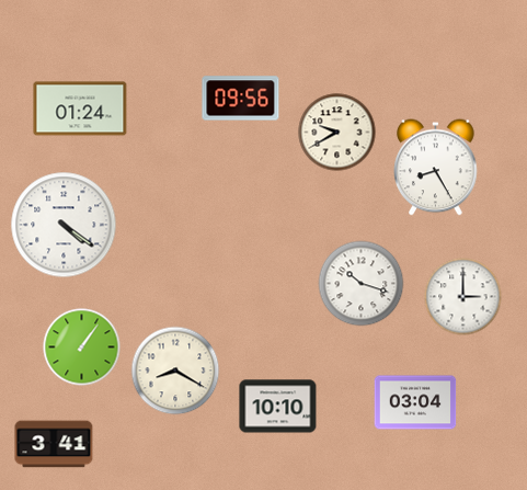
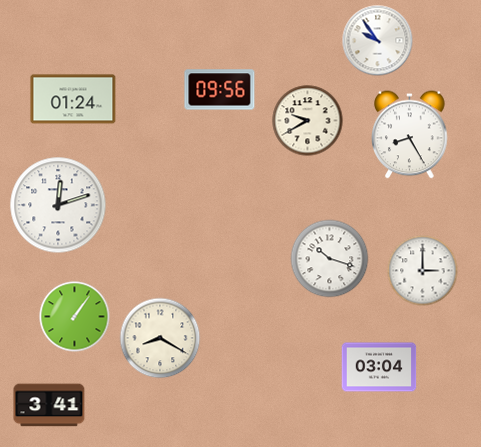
clock at (378, 41): none -> 9:54
clock at (436, 168) position: (436, 168) -> (410, 135)
clock at (64, 225): 4:21 -> 12:12
clock at (278, 407): 10:10 -> none
